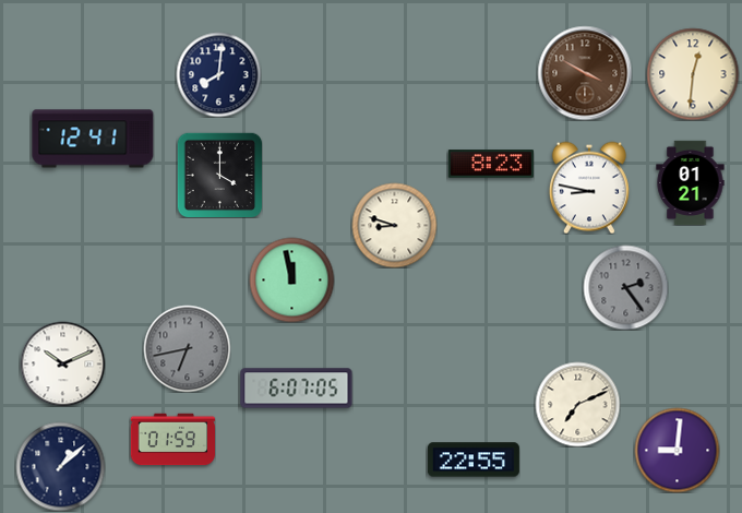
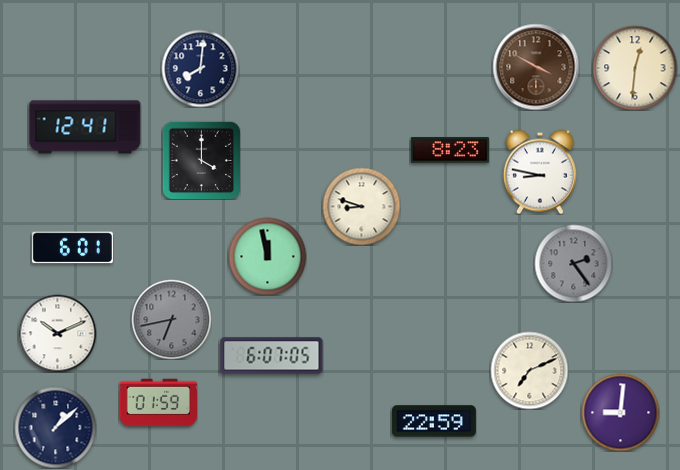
clock at (691, 182): 01:21 -> none
clock at (72, 248): none -> 6:01
clock at (474, 460): 22:55 -> 22:59
